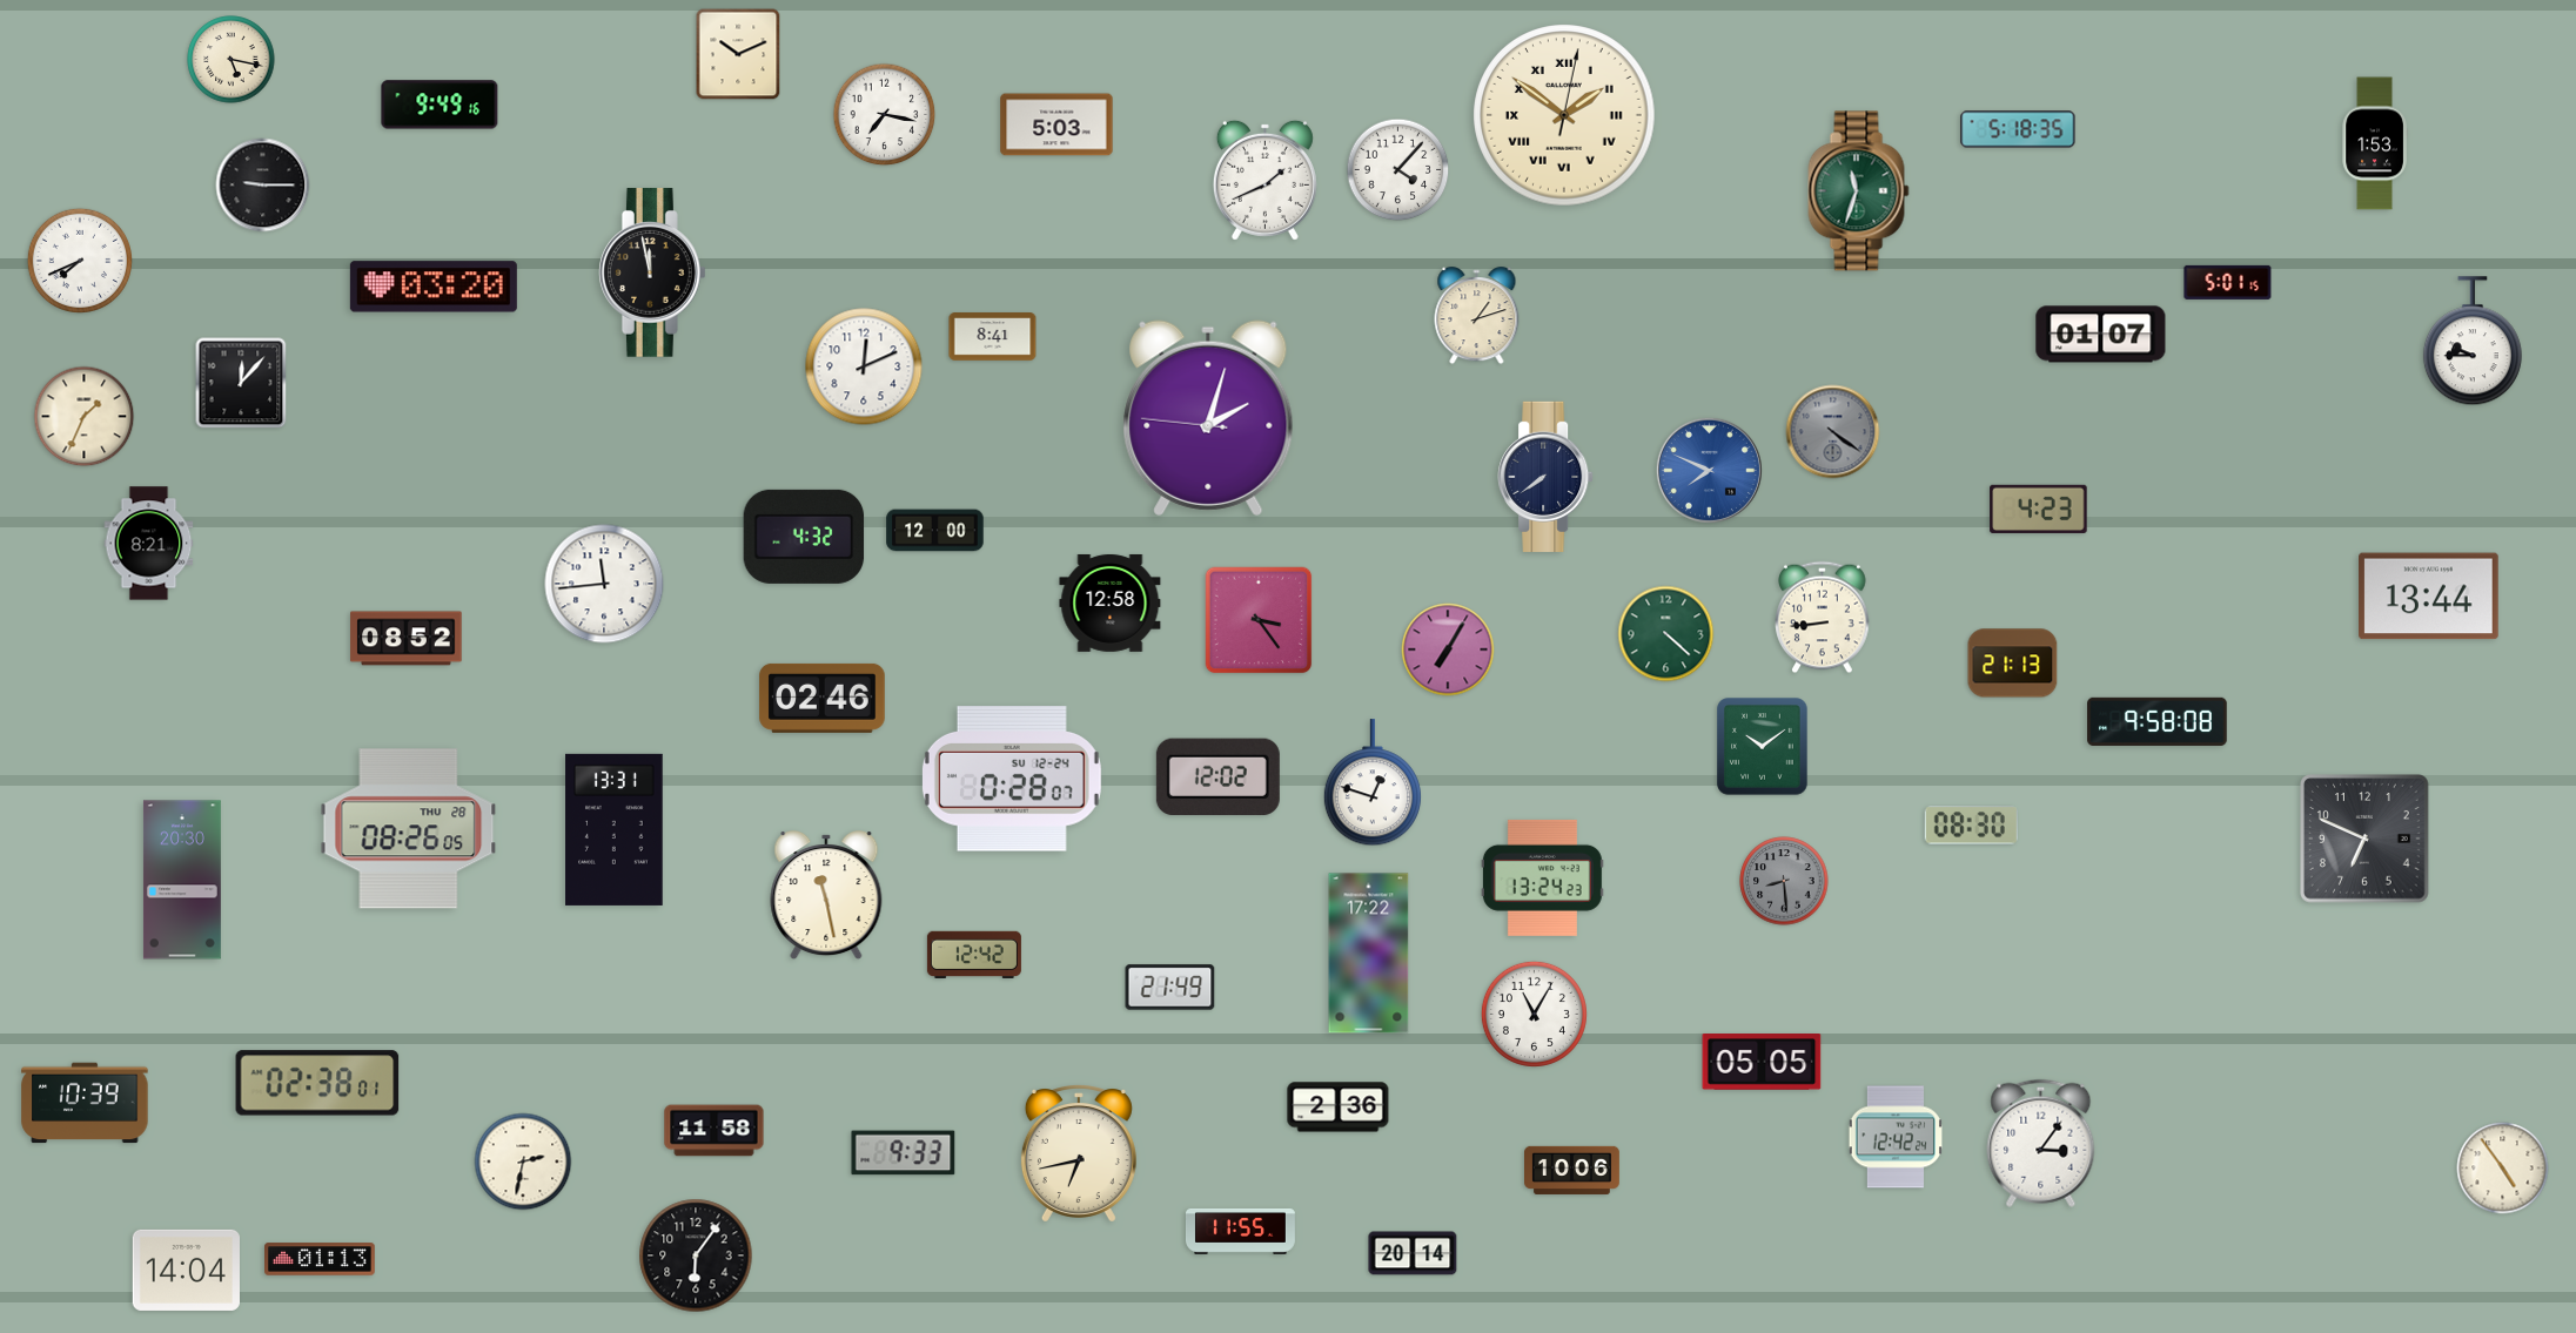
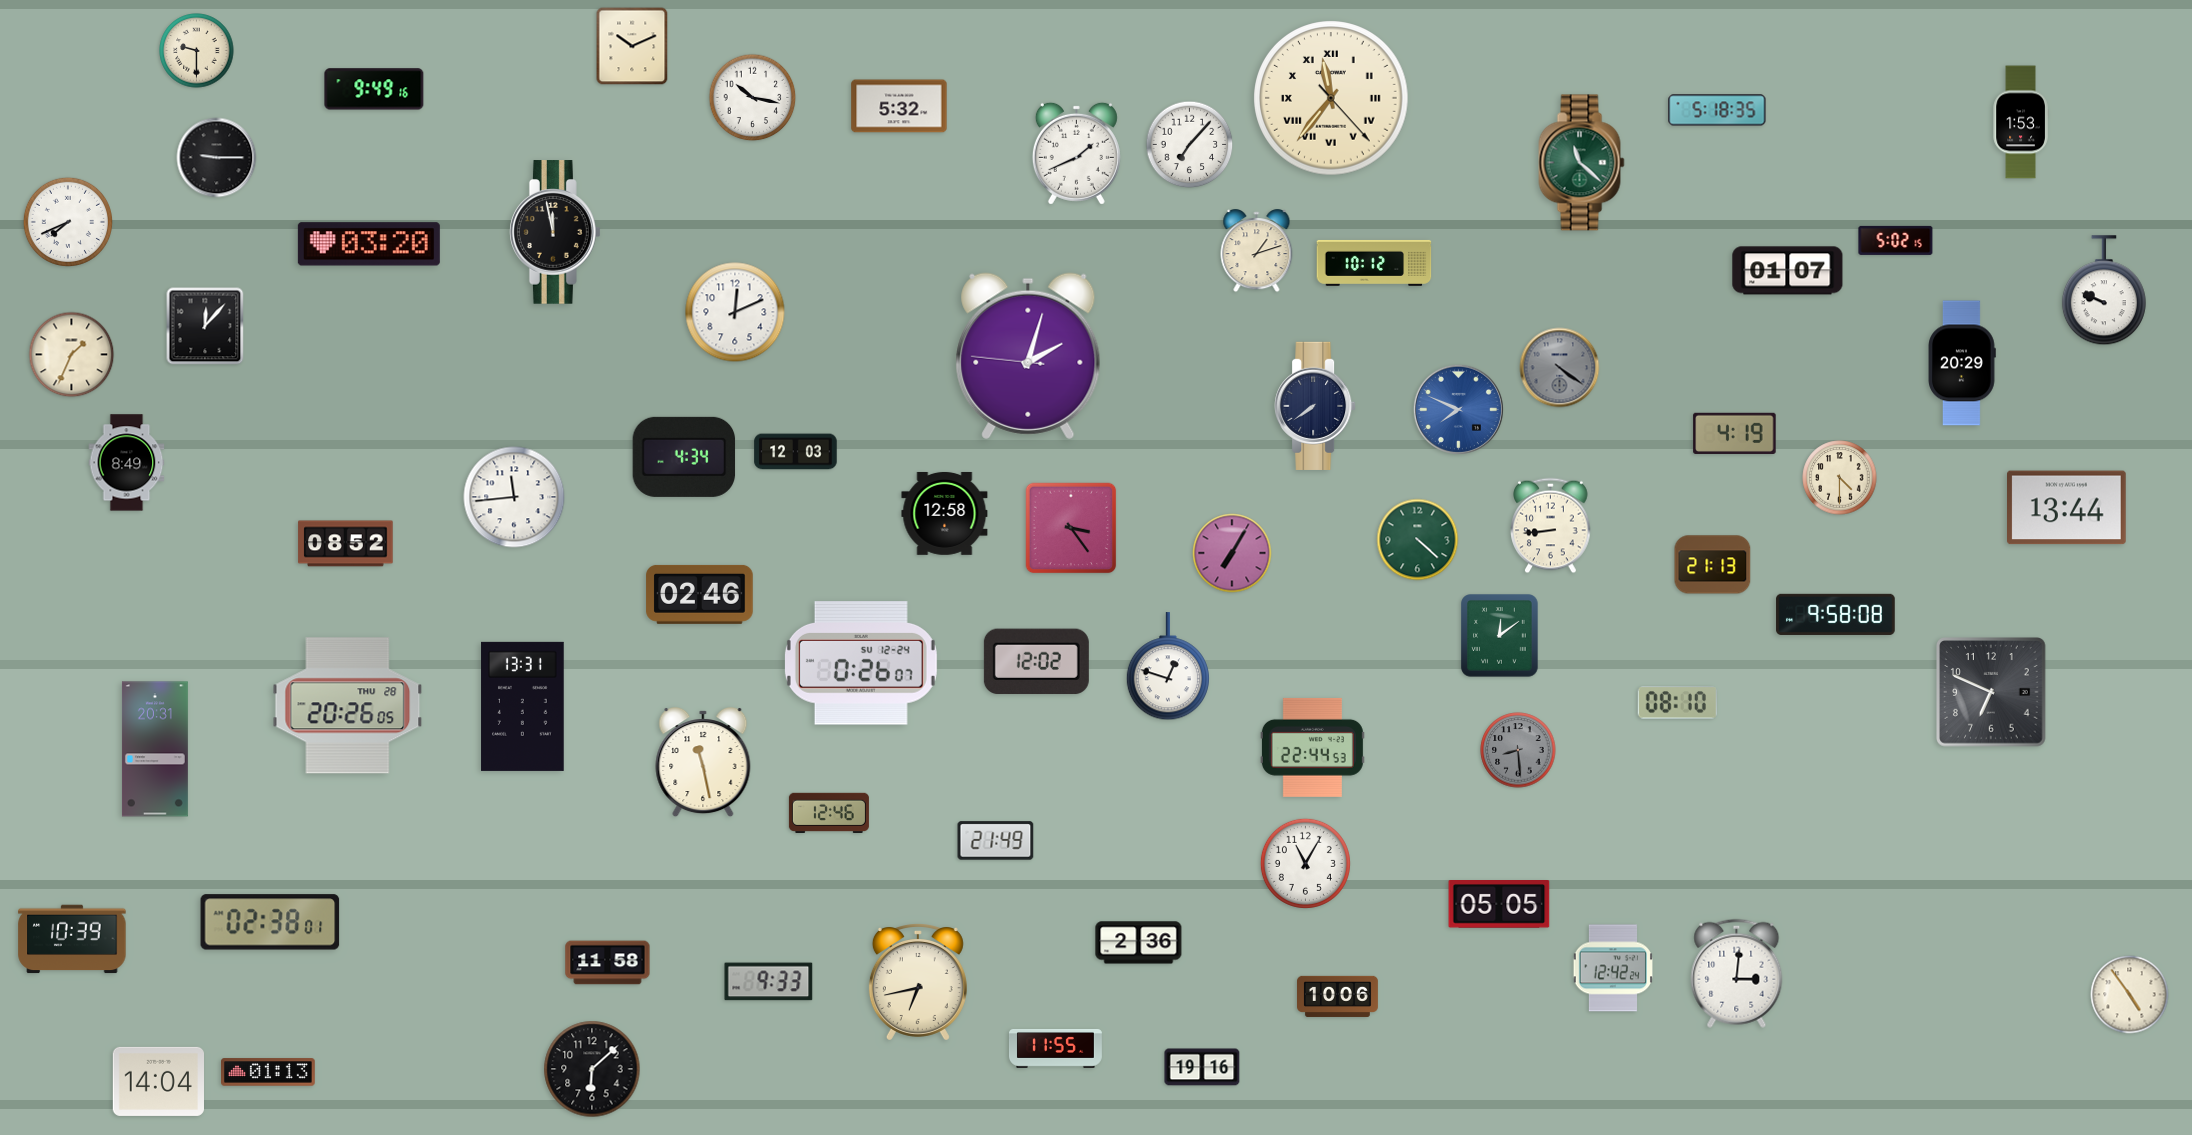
clock at (738, 54) position: (738, 54) -> (632, 46)
clock at (232, 60): 5:17 -> 9:30
clock at (885, 115): 7:17 -> 10:17
clock at (1564, 115): 1:51 -> 11:36
clock at (1056, 124): 5:03 -> 5:32
clock at (1398, 170): 4:07 -> 7:07
clock at (263, 186) position: (263, 186) -> (217, 158)
clock at (1859, 191): 11:33 -> 11:22
clock at (2228, 282): 5:01 -> 5:02
clock at (1374, 263): none -> 10:12
clock at (1477, 316) position: (1477, 316) -> (1257, 251)
clock at (2101, 335) position: (2101, 335) -> (1788, 271)
clock at (993, 337): 8:41 -> none
clock at (2473, 342): 9:45 -> 9:49
clock at (1962, 363): none -> 20:29
clock at (1709, 470) position: (1709, 470) -> (1458, 409)
clock at (2039, 509): 4:23 -> 4:19
clock at (935, 531): 12:00 -> 12:03
clock at (804, 537): 4:32 -> 4:34
clock at (149, 544): 8:21 -> 8:49
clock at (1840, 478): none -> 4:30
clock at (1763, 747): 10:09 -> 12:09
clock at (1012, 779): 0:28 -> 0:26
clock at (1971, 826): 08:30 -> 08:10
clock at (409, 829): 08:26 -> 20:26
clock at (2366, 840) position: (2366, 840) -> (1992, 693)
clock at (1542, 877): 13:24 -> 22:44
clock at (182, 880): 20:30 -> 20:31
clock at (974, 954): 12:42 -> 12:46
clock at (1369, 954): 17:22 -> none
clock at (2041, 1143): 3:06 -> 3:01
clock at (523, 1162): 2:32 -> none
clock at (1413, 1253): 20:14 -> 19:16
clock at (696, 1255): 6:06 -> 6:08
clock at (320, 1259) position: (320, 1259) -> (268, 1072)
